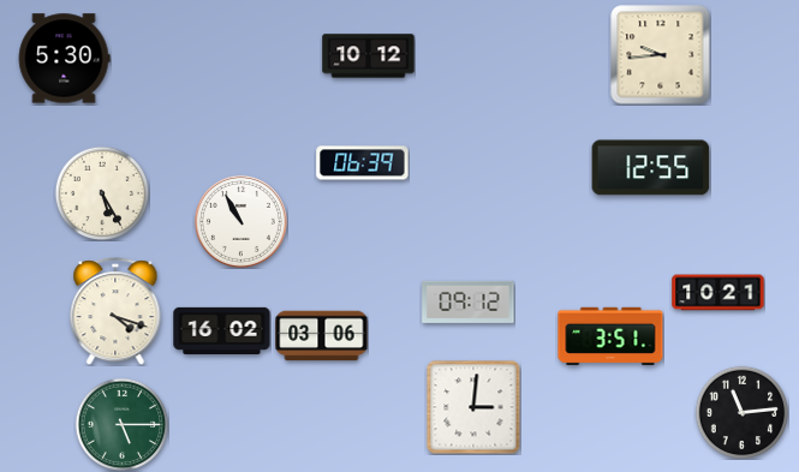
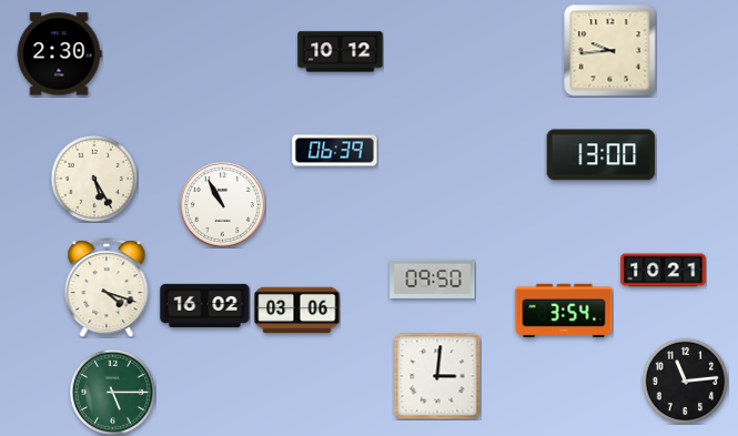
clock at (64, 59): 5:30 -> 2:30
clock at (651, 168): 12:55 -> 13:00
clock at (469, 301): 09:12 -> 09:50
clock at (610, 336): 3:51 -> 3:54
